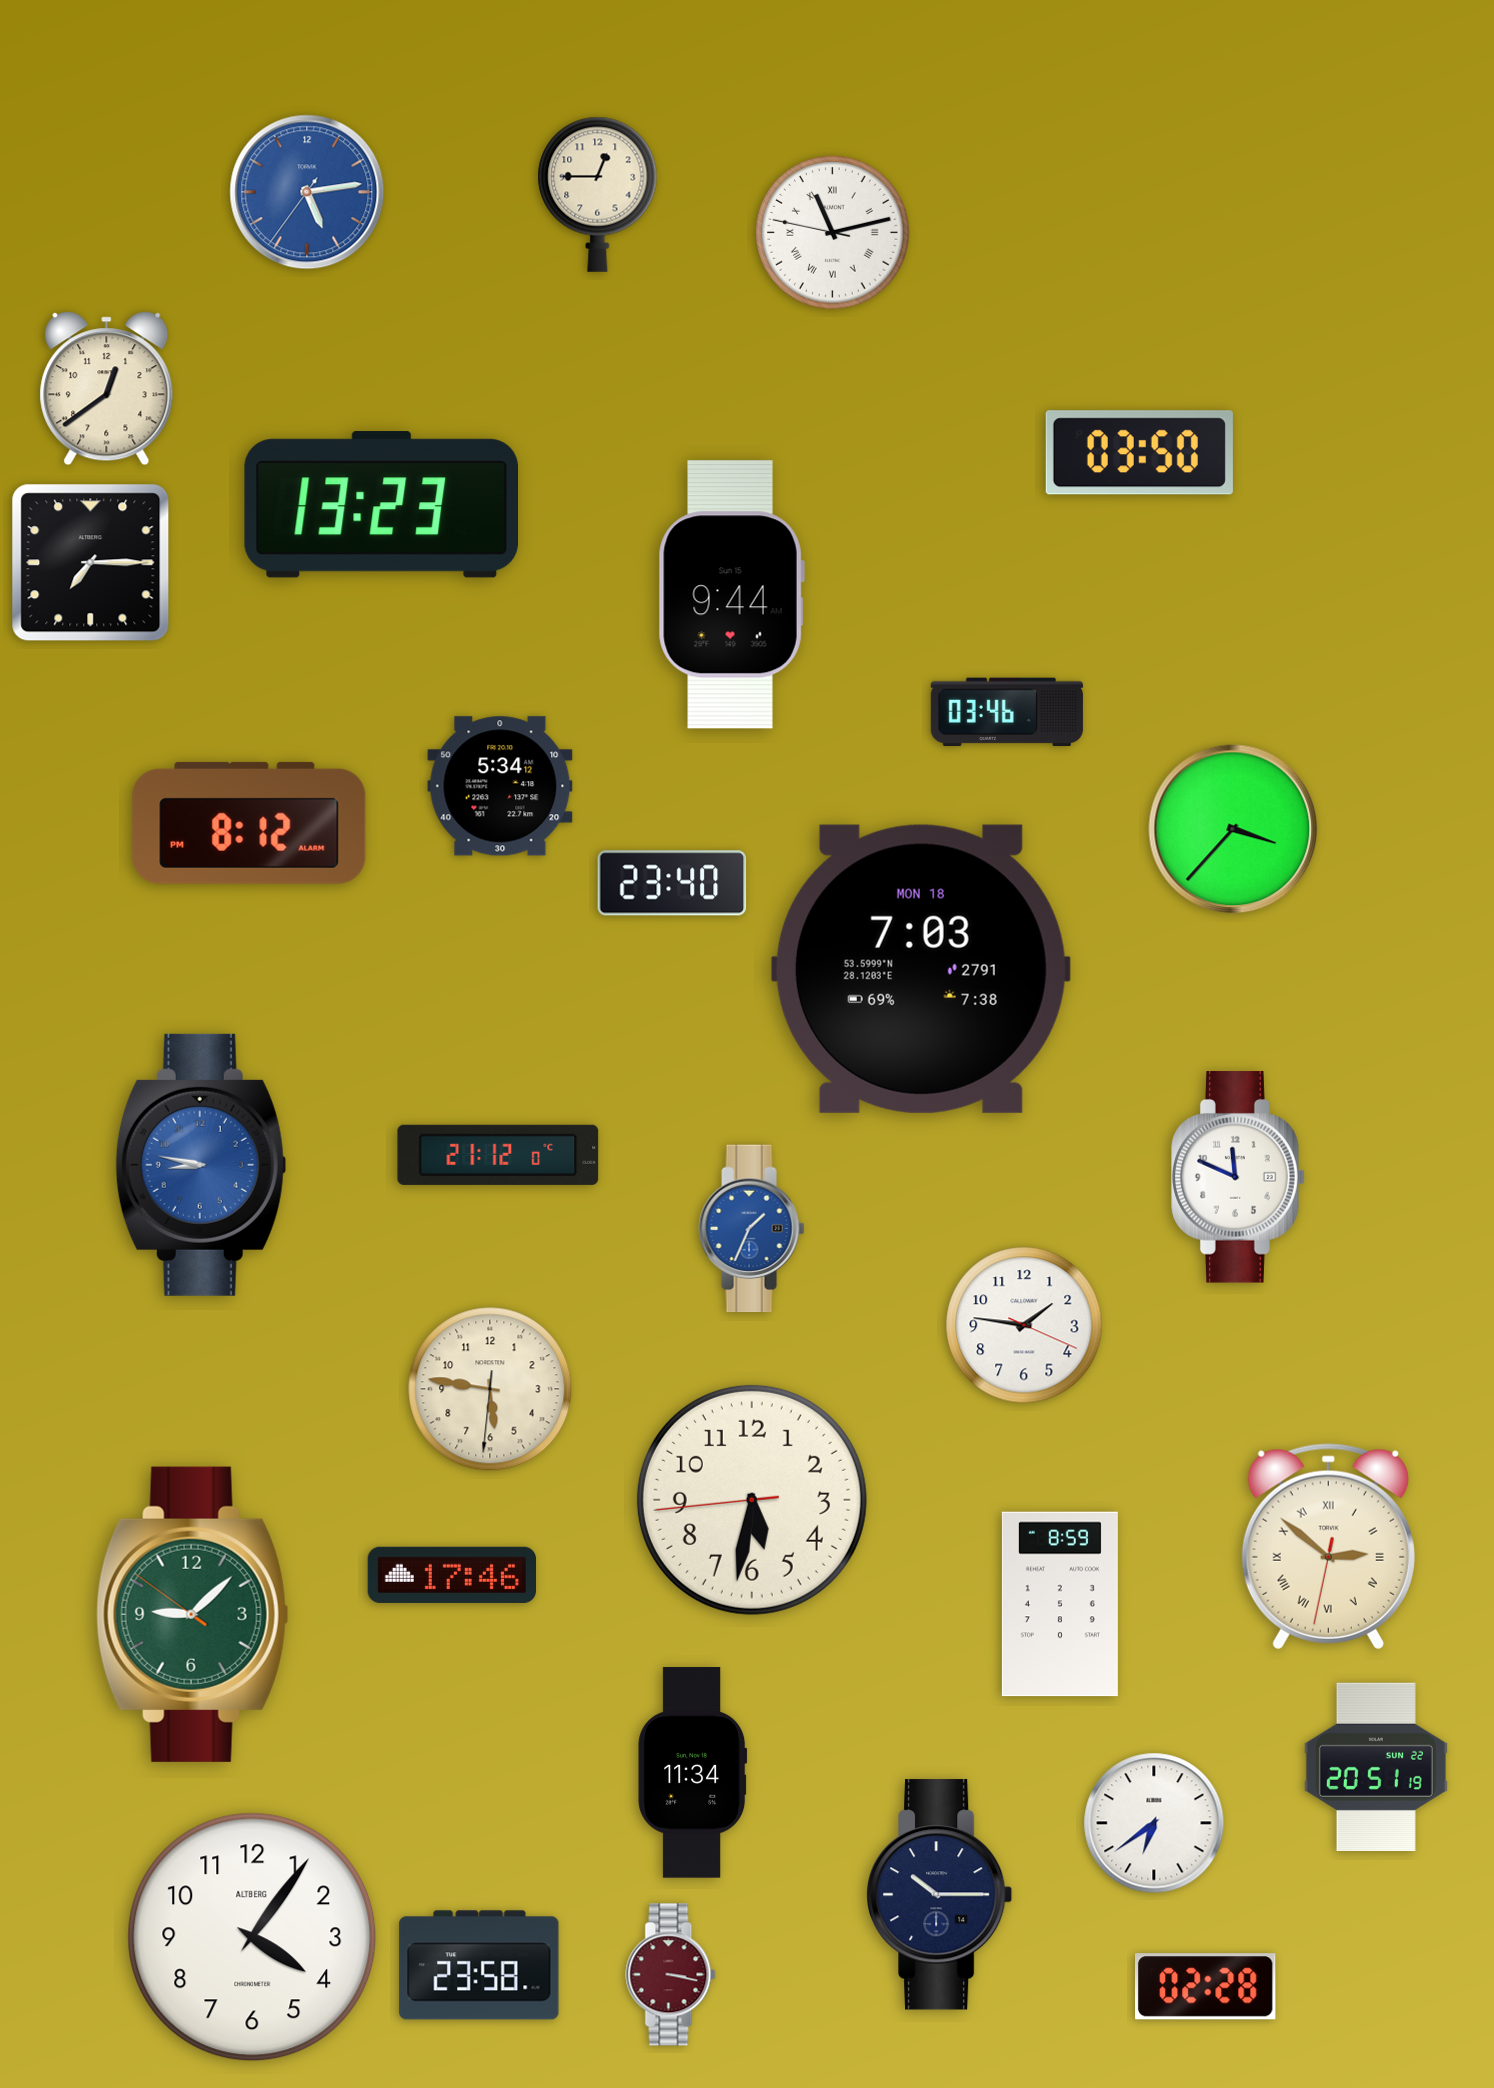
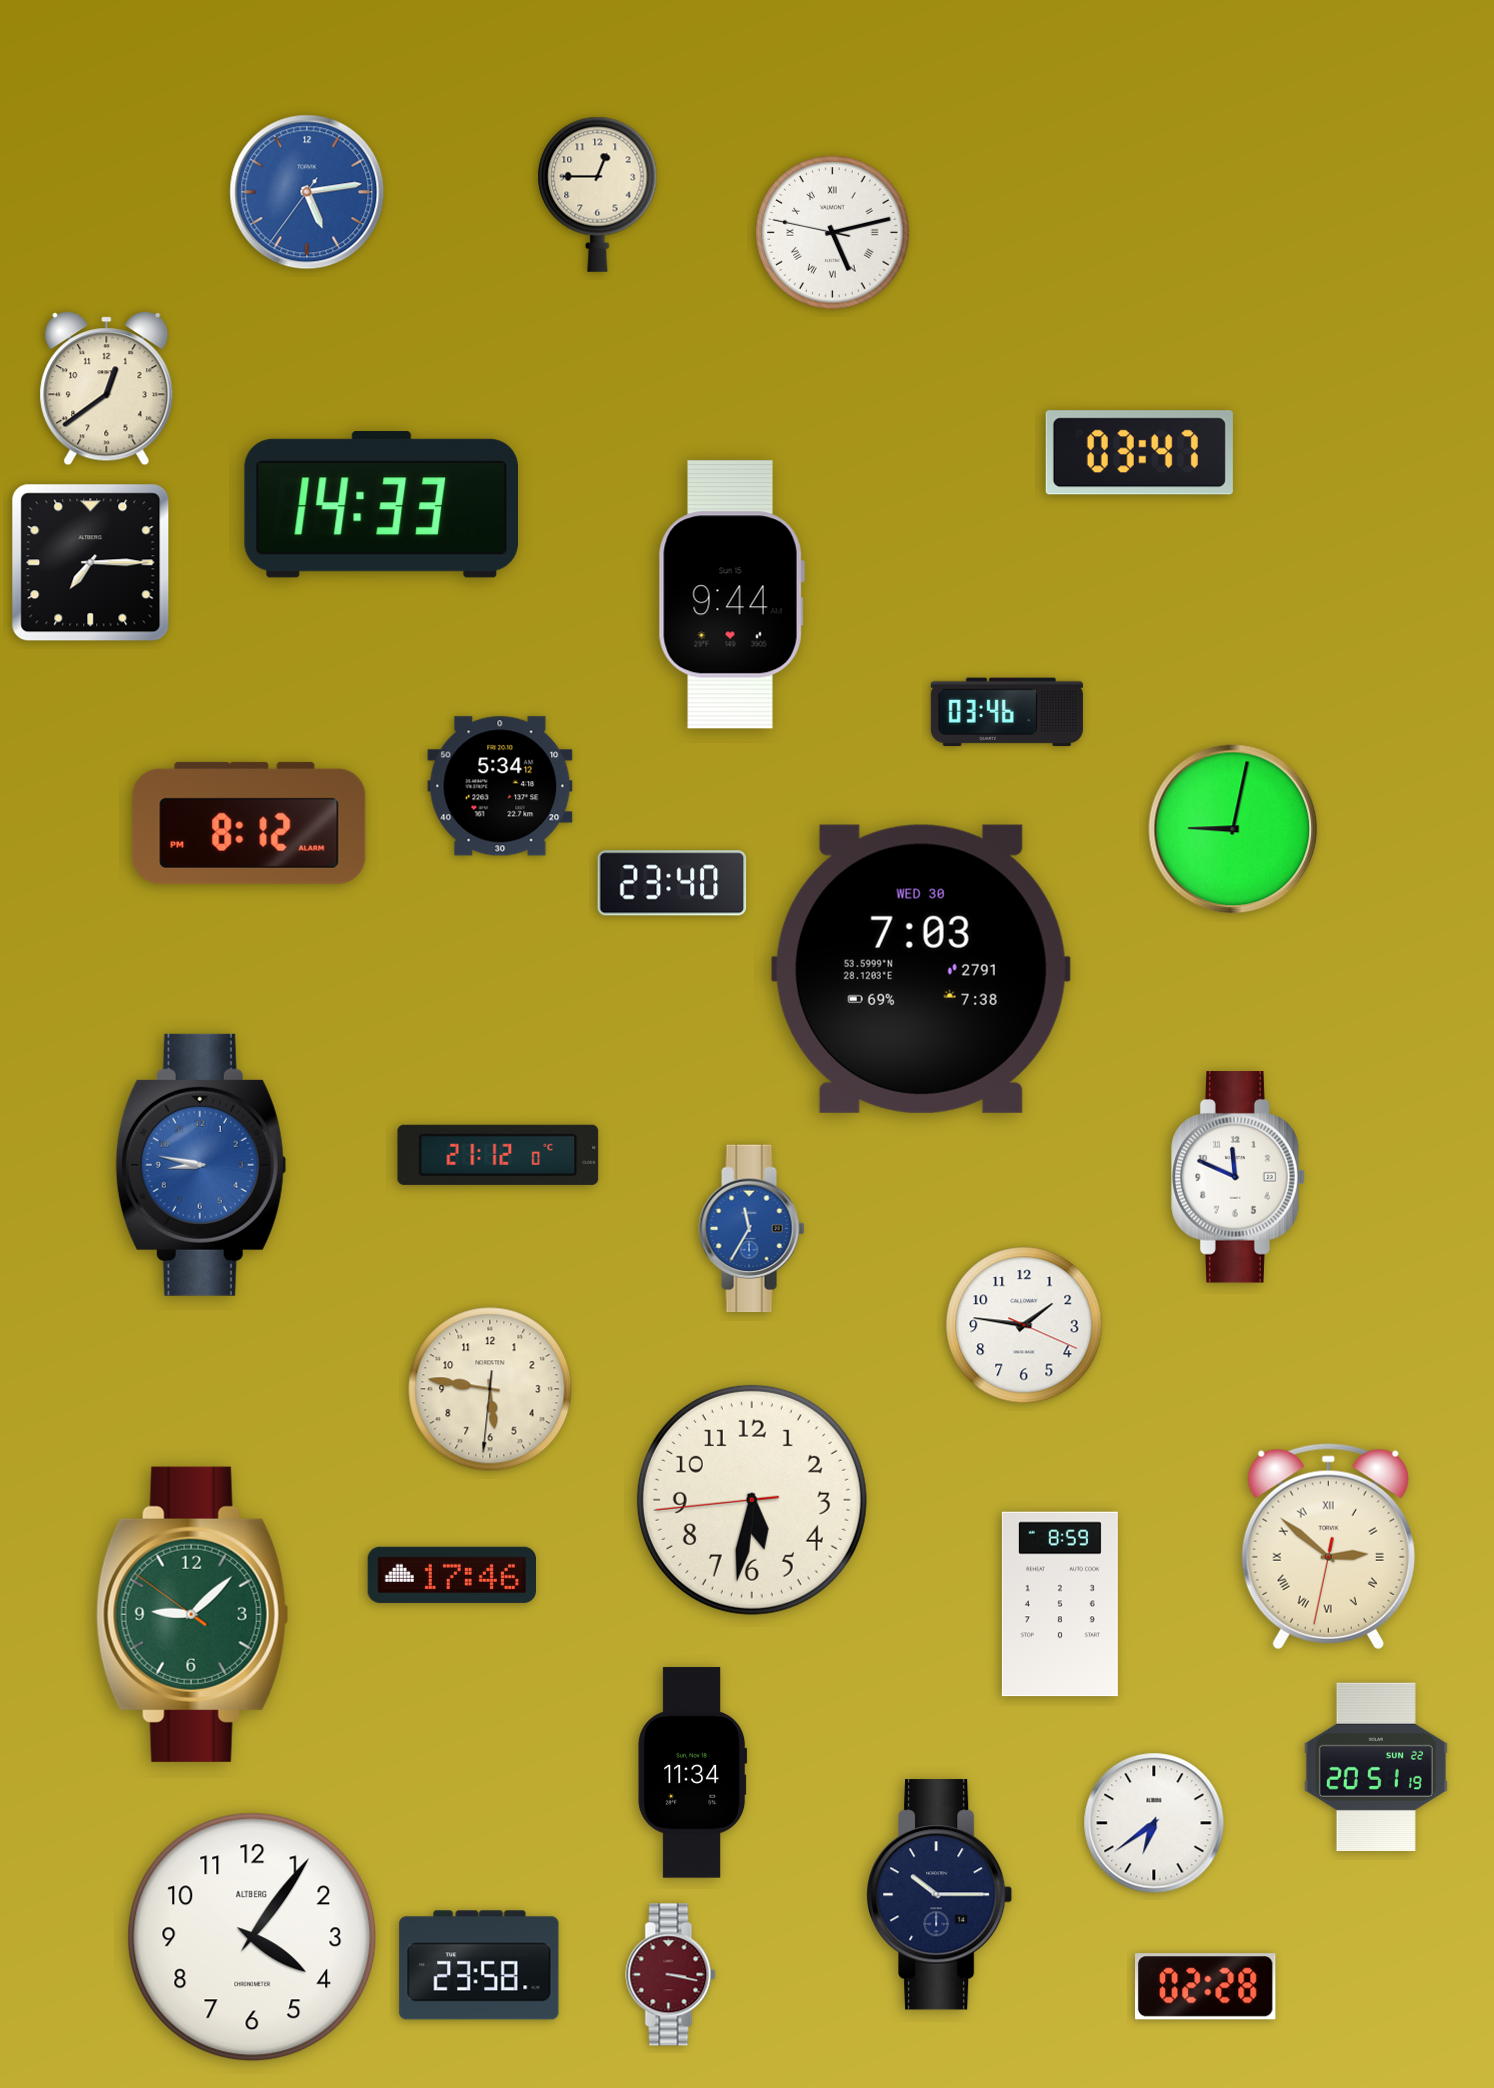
clock at (833, 233): 11:12 -> 5:12
clock at (1139, 453): 03:50 -> 03:47
clock at (381, 505): 13:23 -> 14:33
clock at (1233, 829): 3:37 -> 9:02
clock at (921, 969) date: MON 18 -> WED 30
clock at (752, 1229): 1:34 -> 11:35
